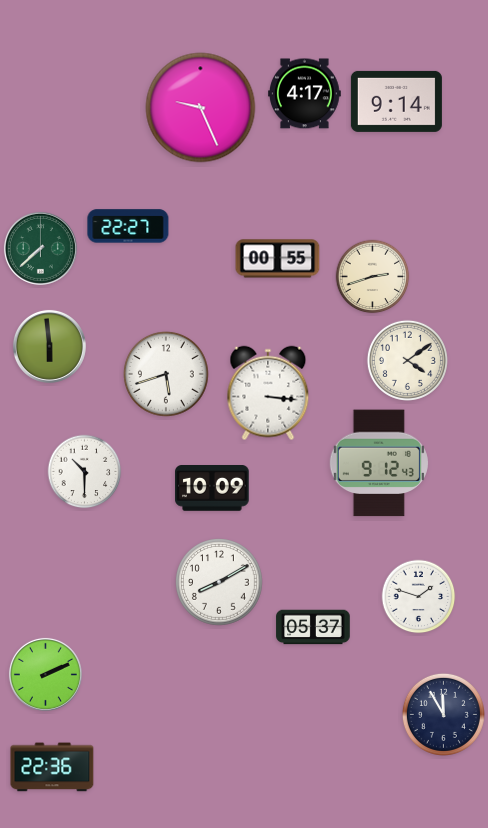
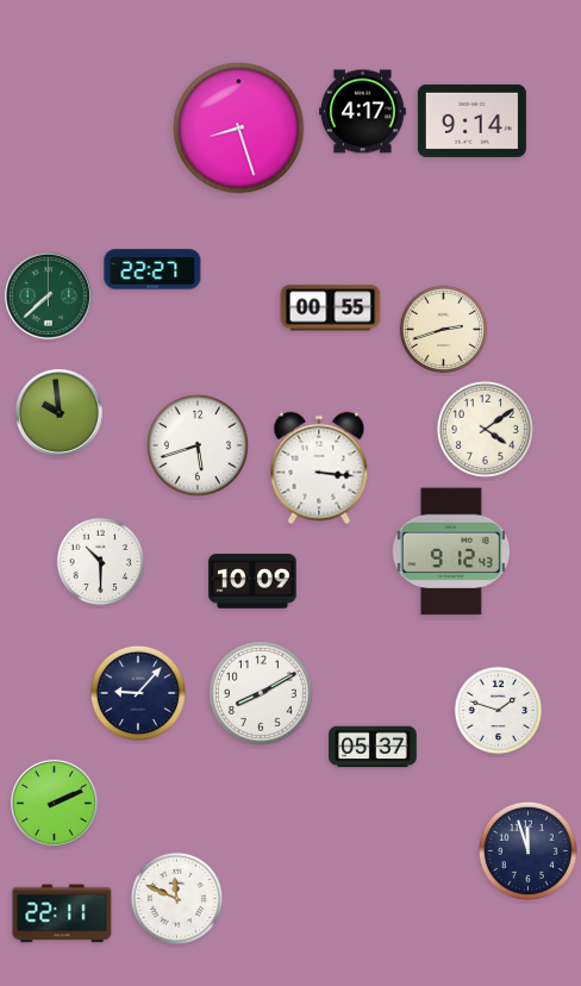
clock at (201, 108): 9:26 -> 8:27
clock at (49, 346): 5:59 -> 9:59
clock at (138, 693): none -> 9:07
clock at (443, 714): 11:55 -> 11:57
clock at (177, 899): none -> 11:49
clock at (52, 767): 22:36 -> 22:11
